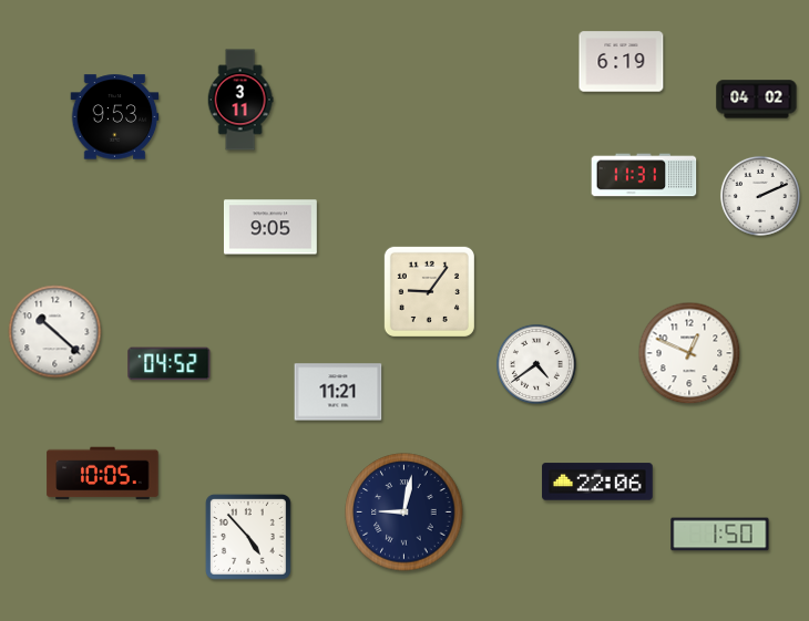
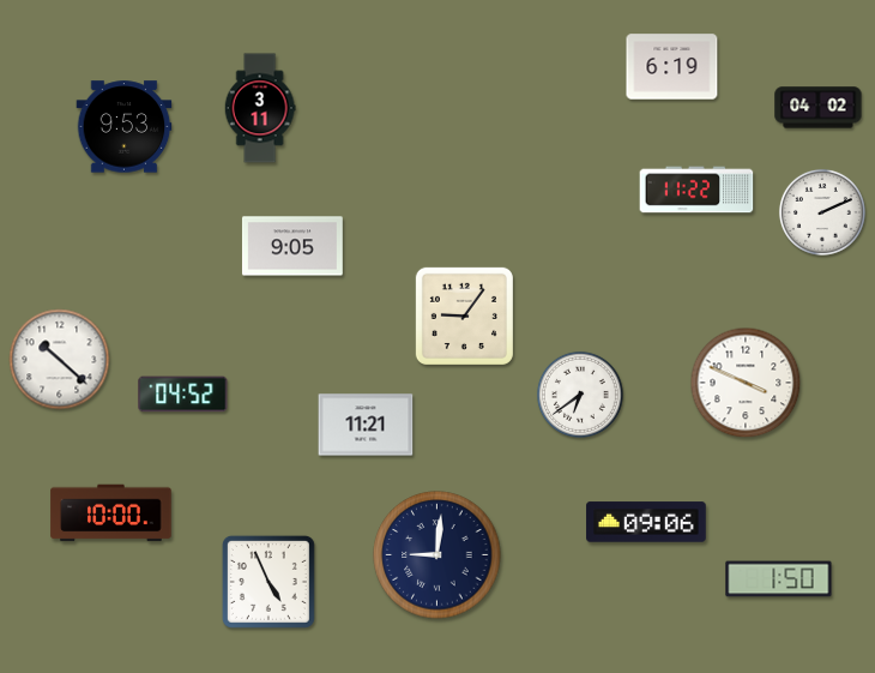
clock at (644, 175): 11:31 -> 11:22
clock at (689, 353): 12:49 -> 3:49
clock at (536, 364): 4:39 -> 6:39
clock at (103, 474): 10:05 -> 10:00
clock at (597, 482): 22:06 -> 09:06
clock at (404, 513): 9:02 -> 9:01
clock at (248, 537): 4:53 -> 4:56
